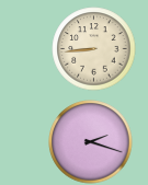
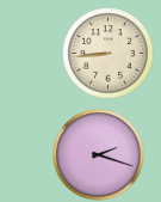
clock at (94, 49) position: (94, 49) -> (109, 54)
